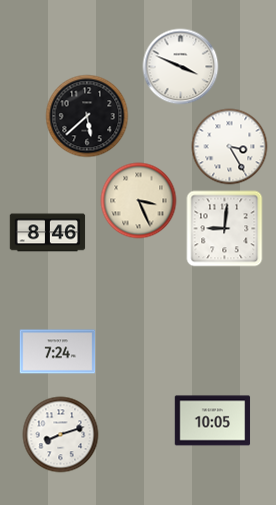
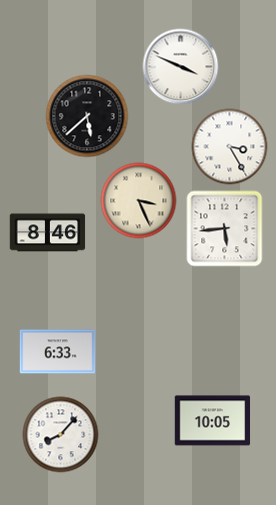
clock at (225, 229): 9:01 -> 5:44
clock at (58, 352): 7:24 -> 6:33
clock at (61, 435): 8:12 -> 8:07
